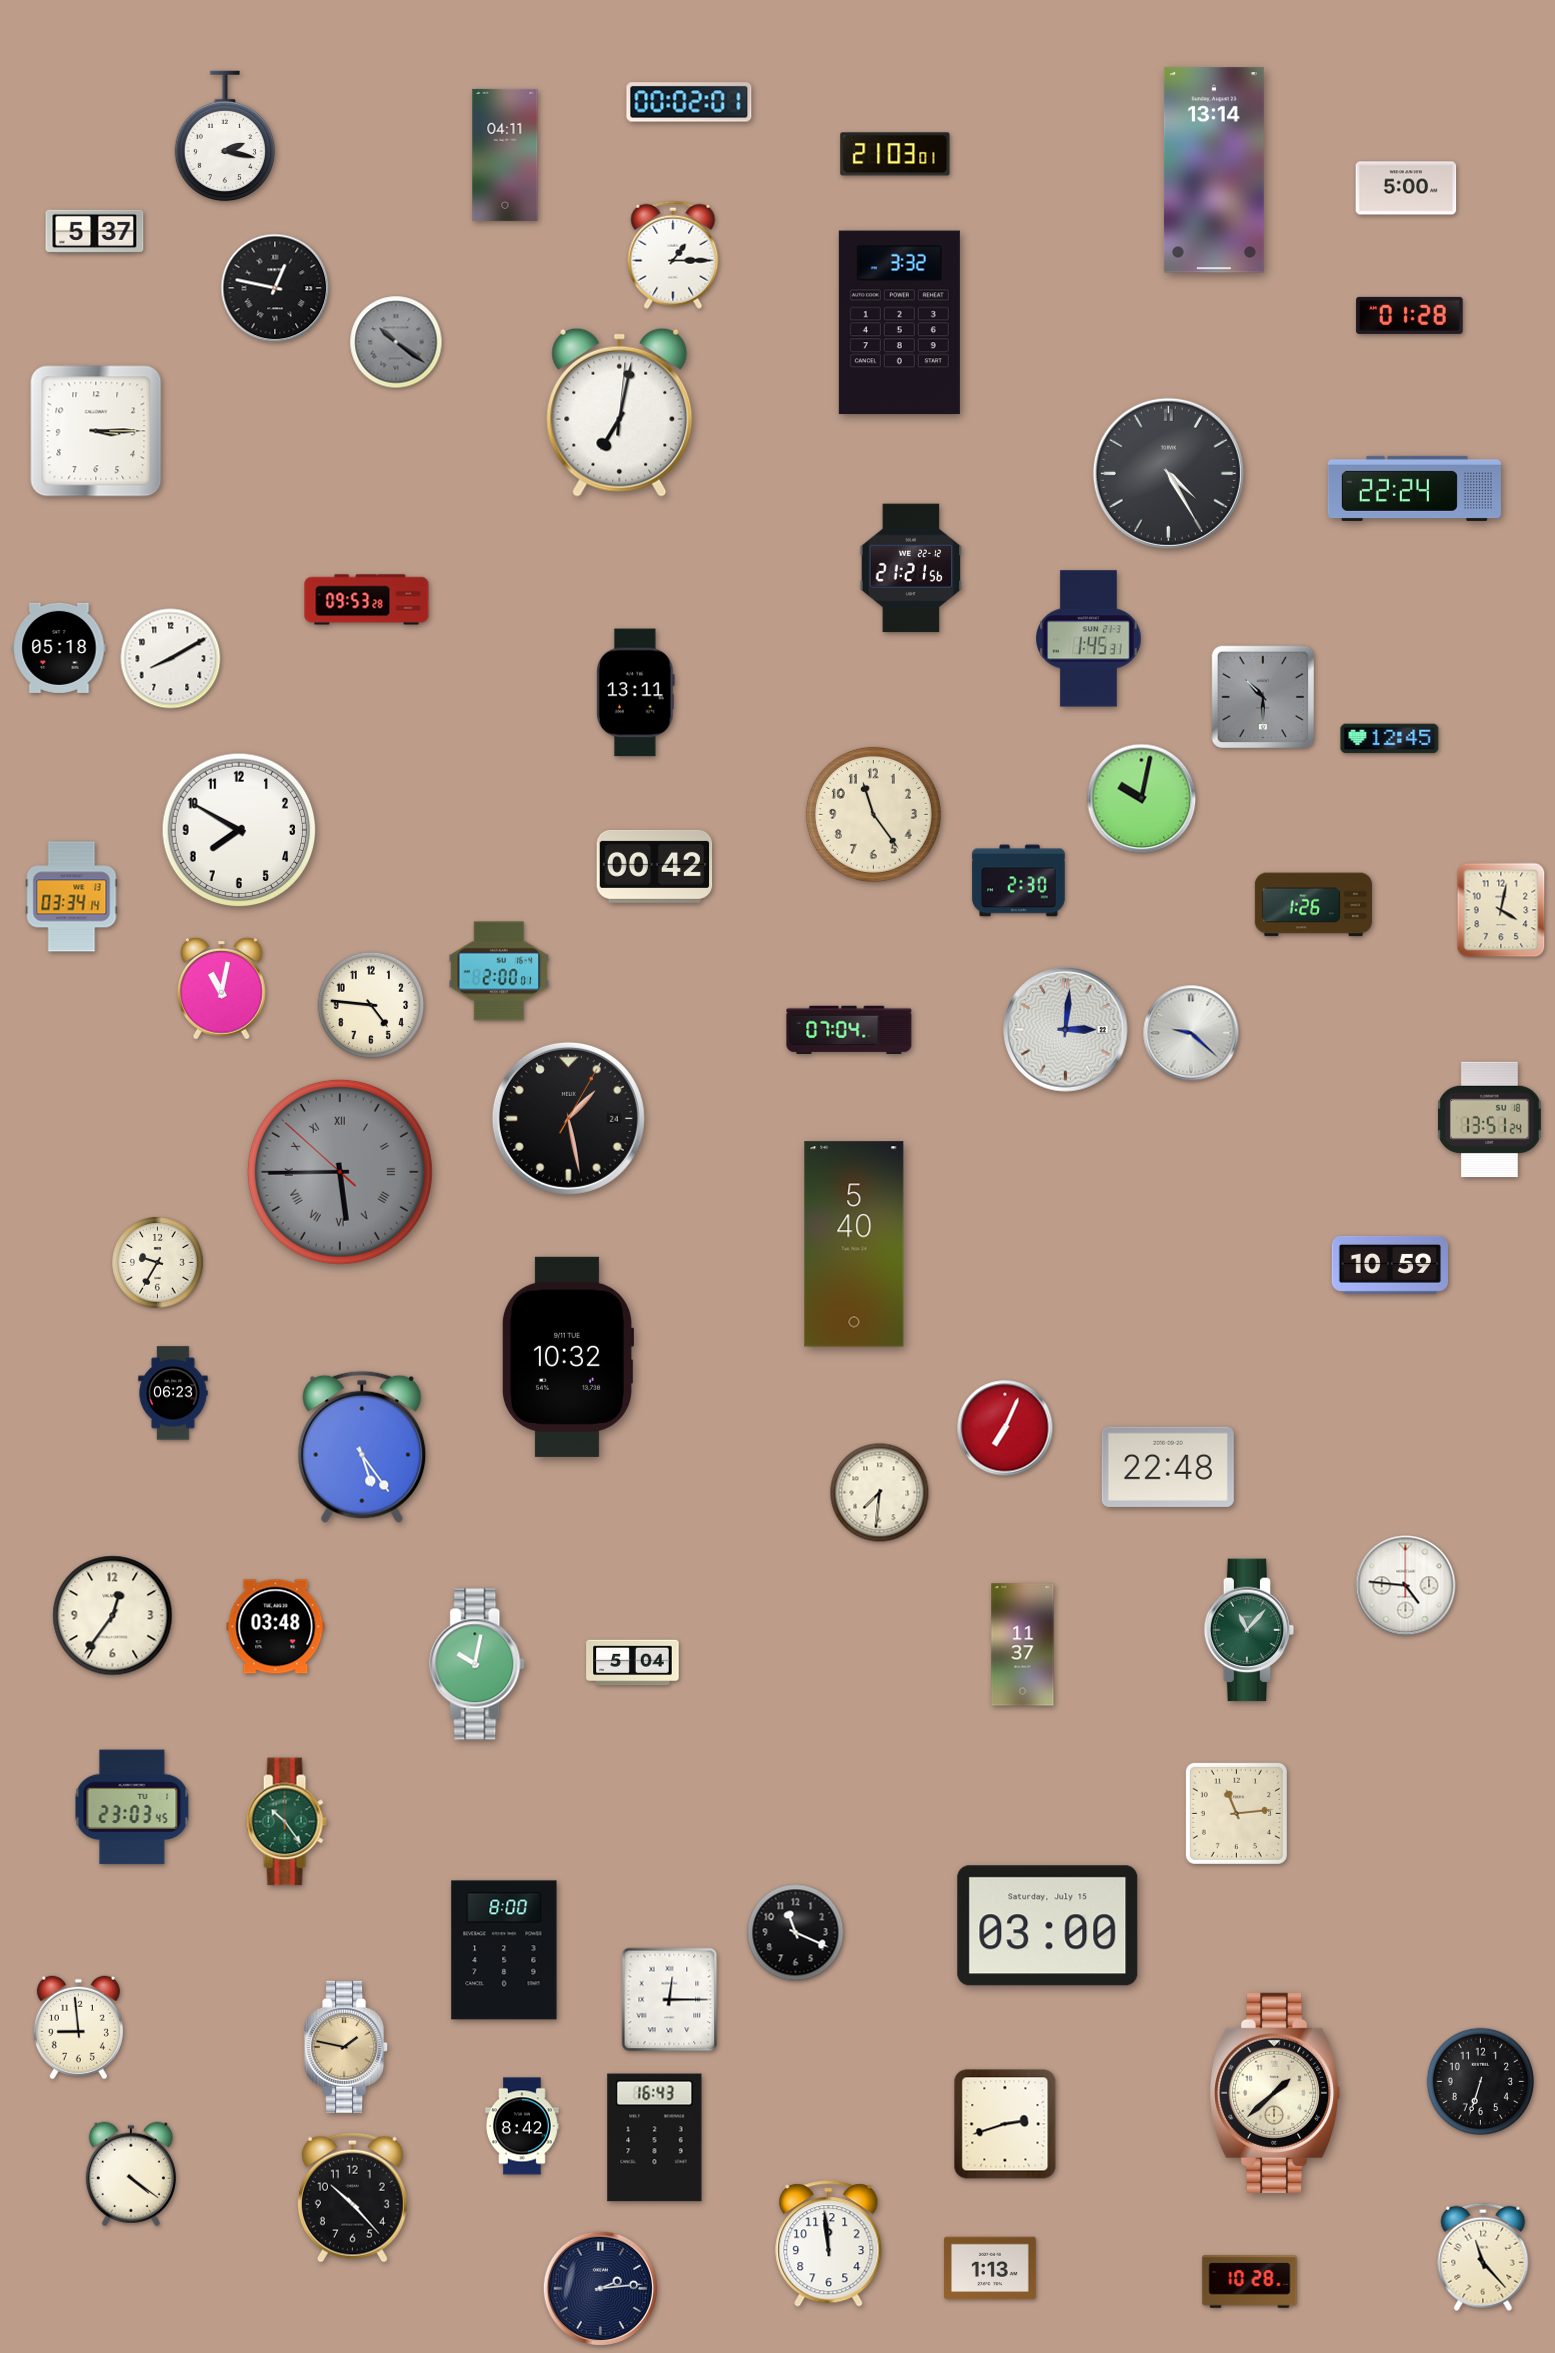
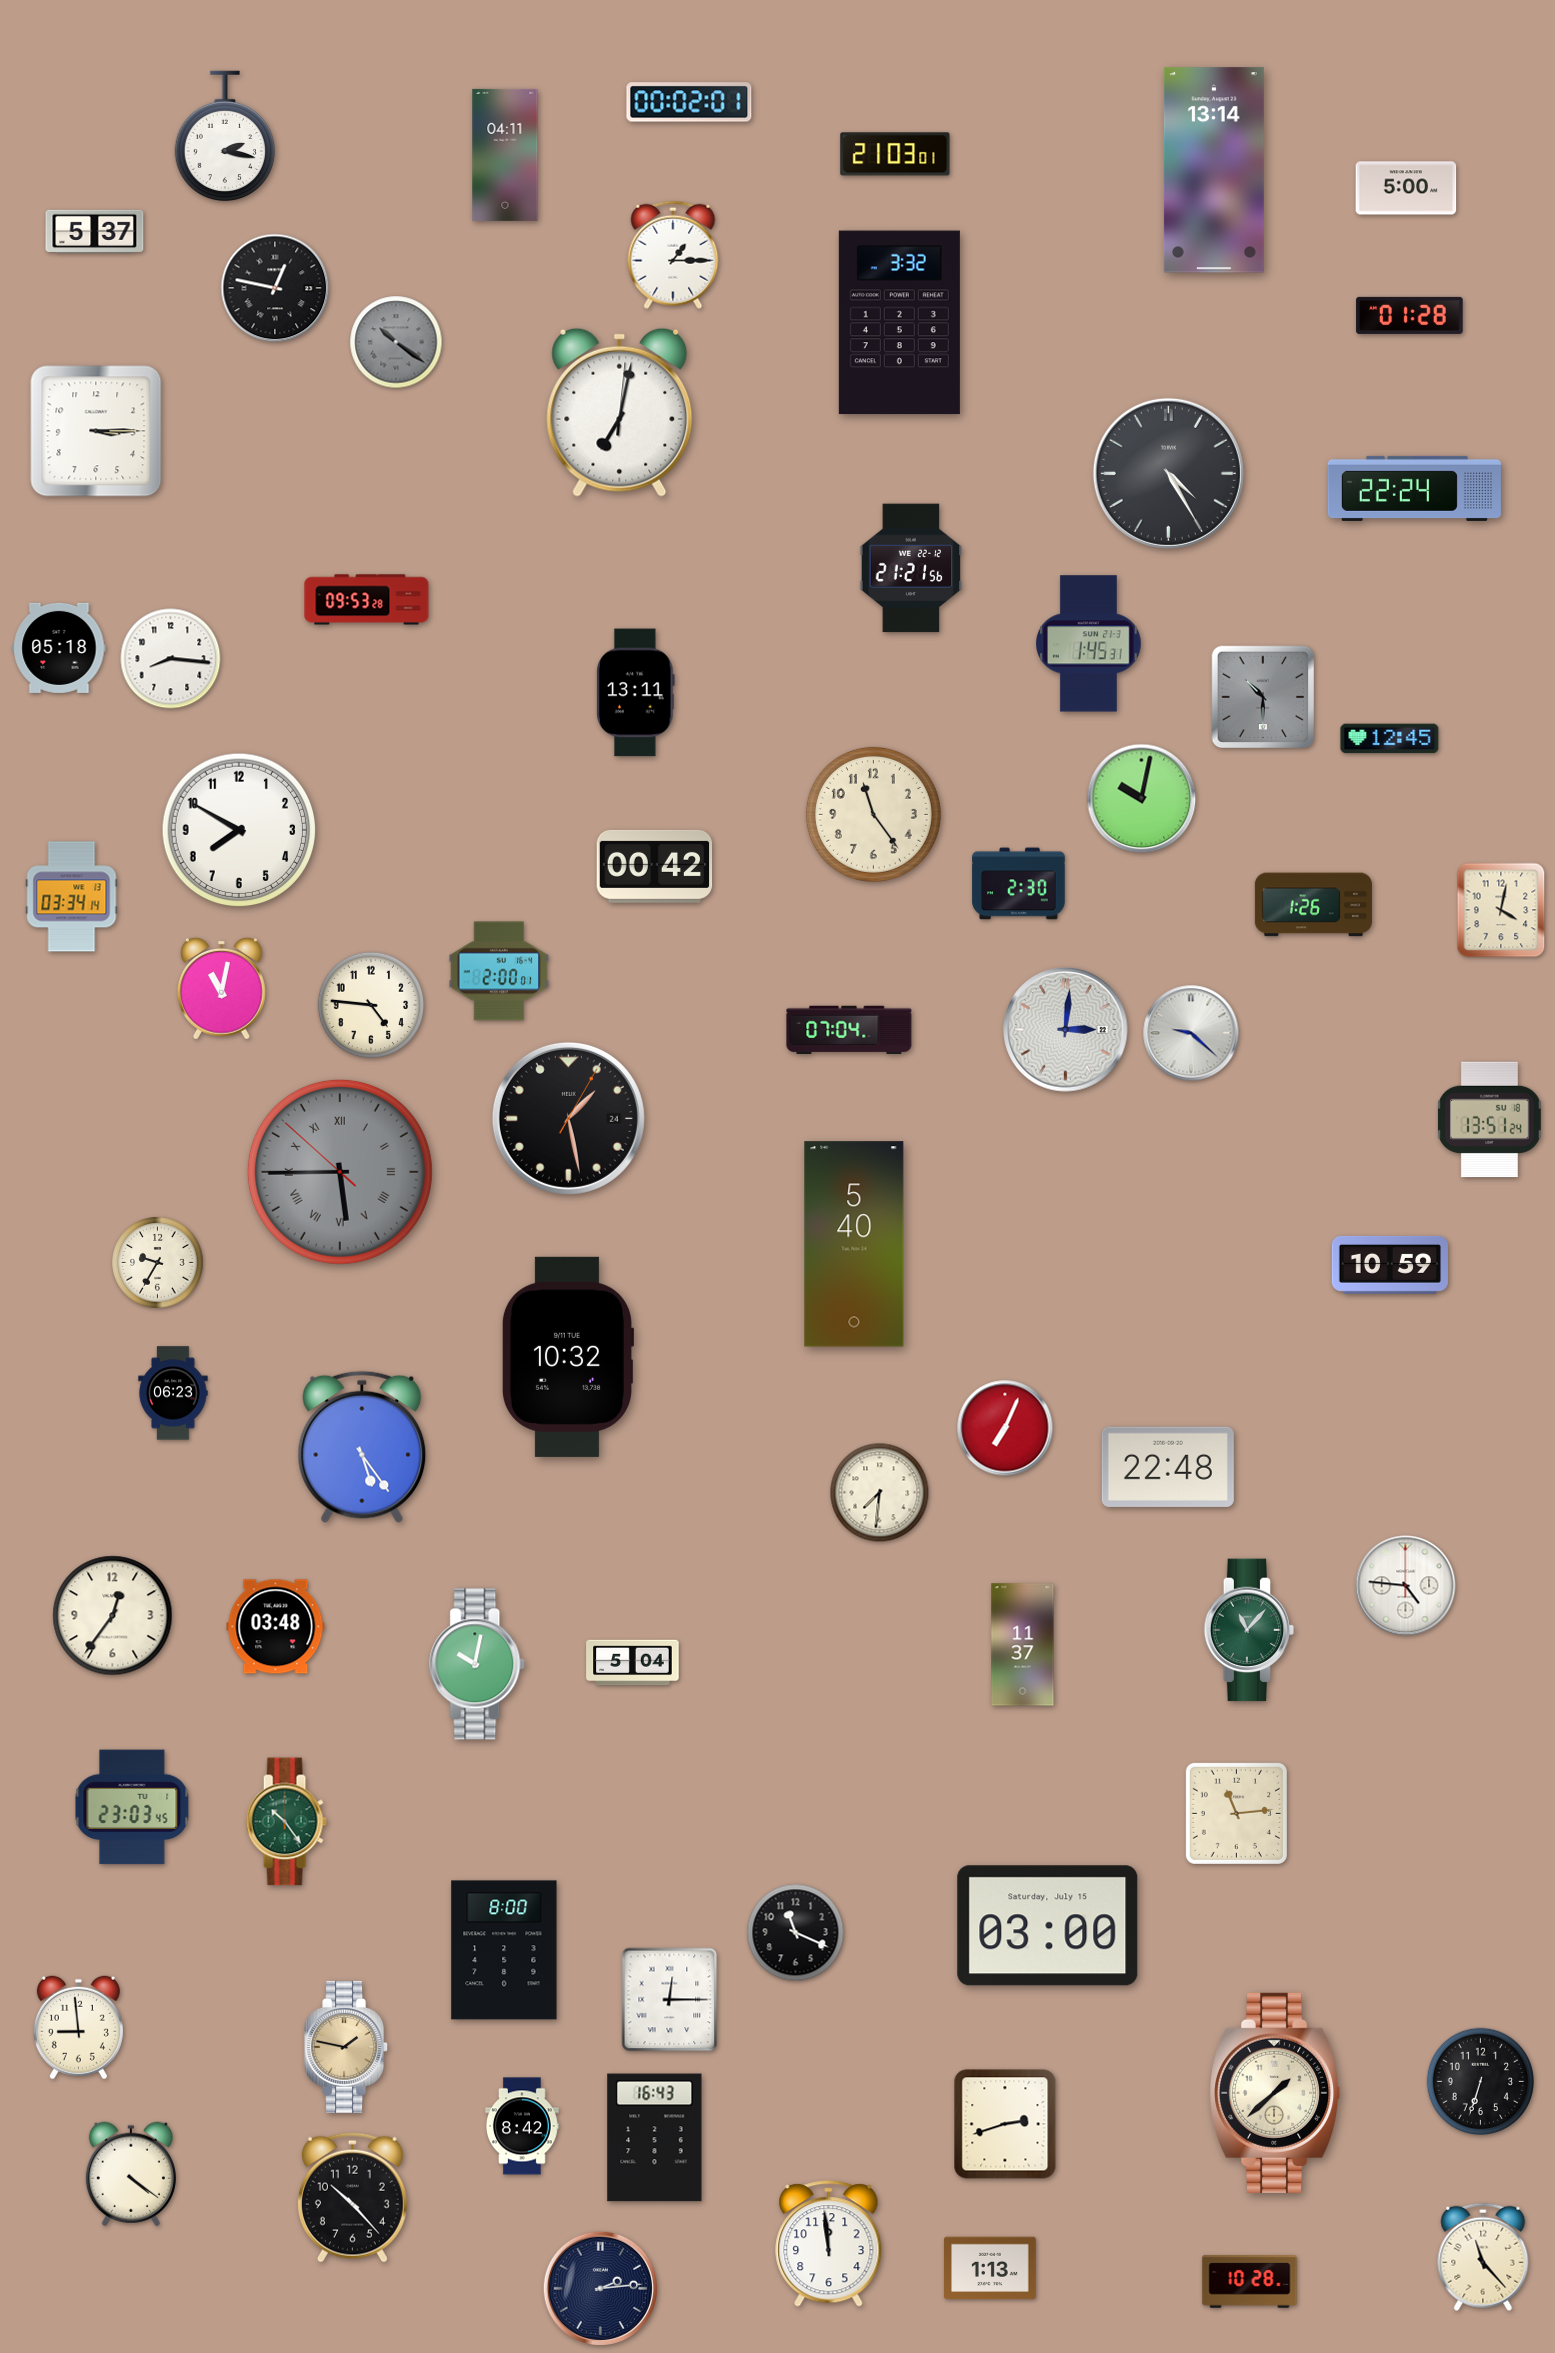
clock at (1089, 639) position: (1089, 639) -> (1089, 644)
clock at (171, 659): 8:10 -> 8:16
clock at (1019, 881) position: (1019, 881) -> (1019, 884)
